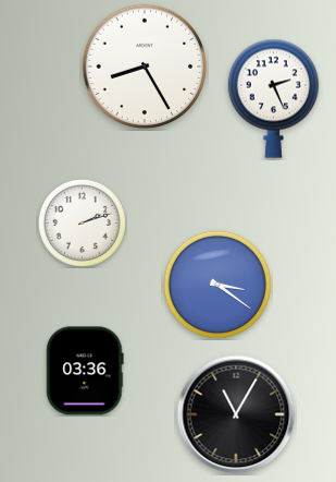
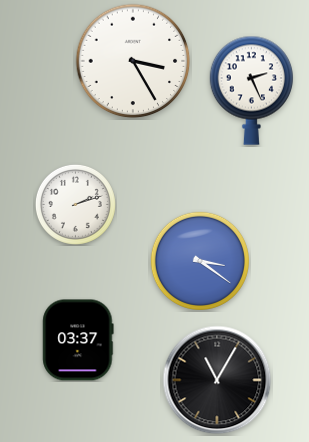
clock at (145, 67): 8:25 -> 3:25
clock at (85, 371): 03:36 -> 03:37
